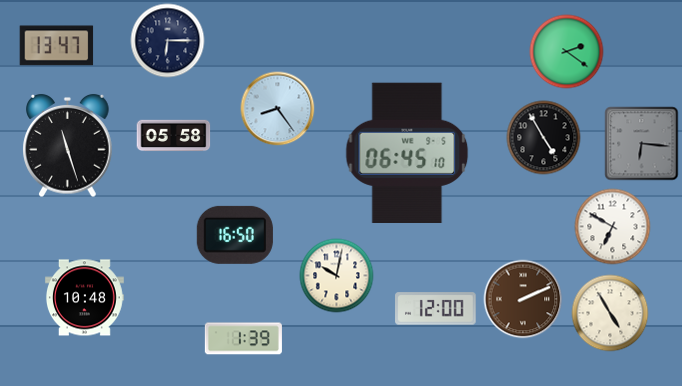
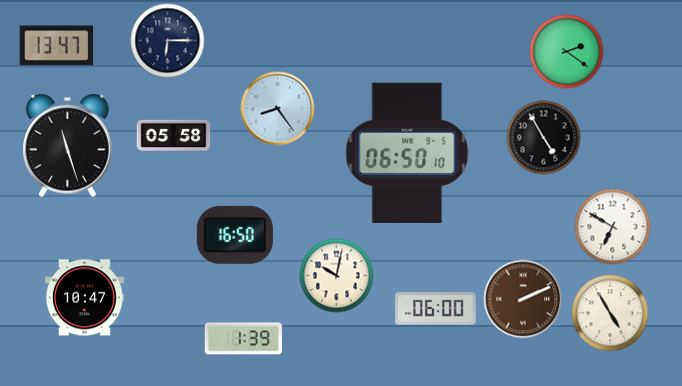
clock at (642, 144): 6:16 -> none
clock at (407, 152): 06:45 -> 06:50
clock at (84, 298): 10:48 -> 10:47
clock at (436, 309): 12:00 -> 06:00
